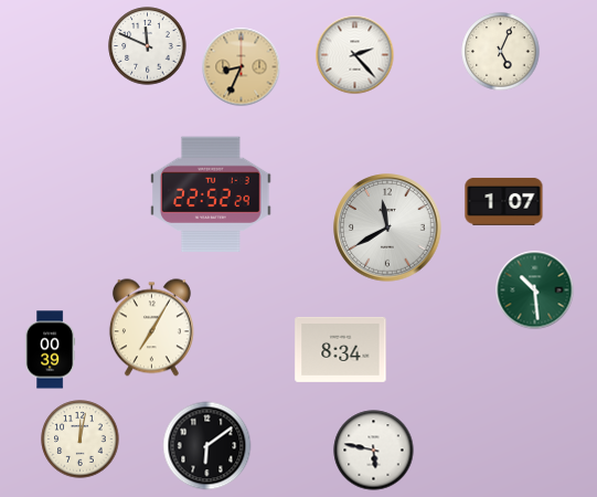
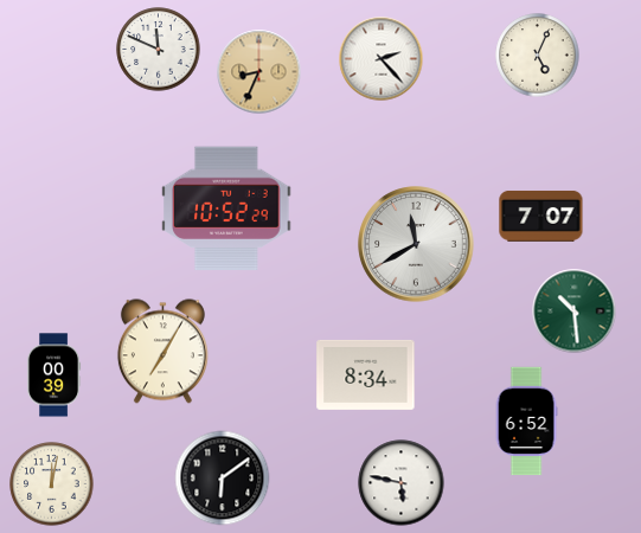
clock at (211, 194): 22:52 -> 10:52
clock at (504, 201): 1:07 -> 7:07
clock at (526, 422): none -> 6:52
clock at (81, 440) position: (81, 440) -> (52, 484)
